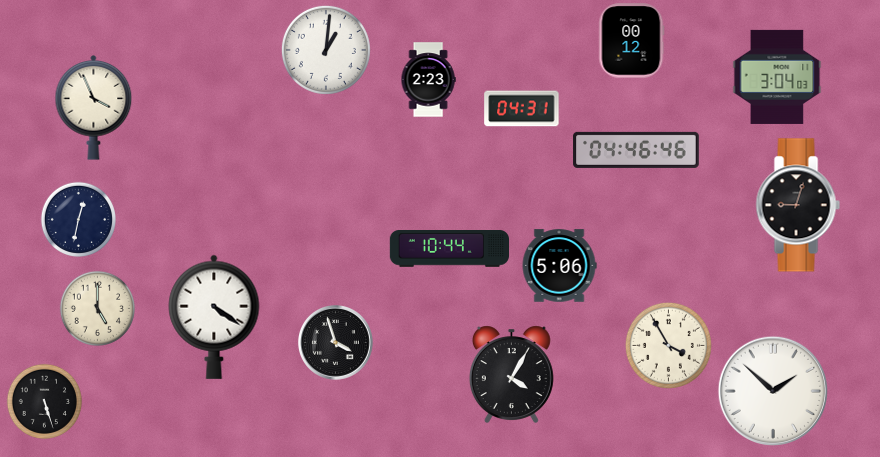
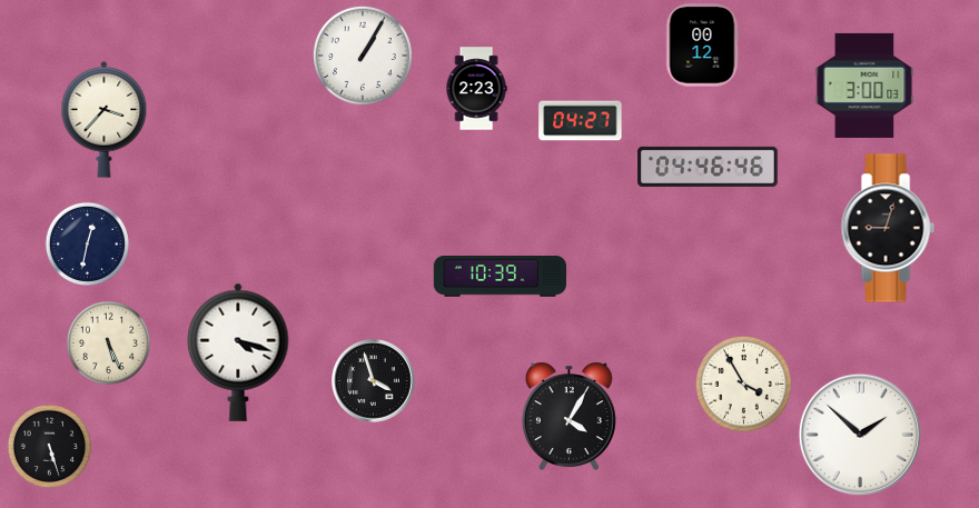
clock at (326, 50): 1:01 -> 1:05
clock at (777, 77): 3:04 -> 3:00
clock at (94, 108): 3:56 -> 3:37
clock at (522, 109): 04:31 -> 04:27
clock at (449, 249): 10:44 -> 10:39
clock at (559, 266): 5:06 -> none
clock at (97, 308): 5:00 -> 5:26
clock at (214, 317): 4:21 -> 4:18
